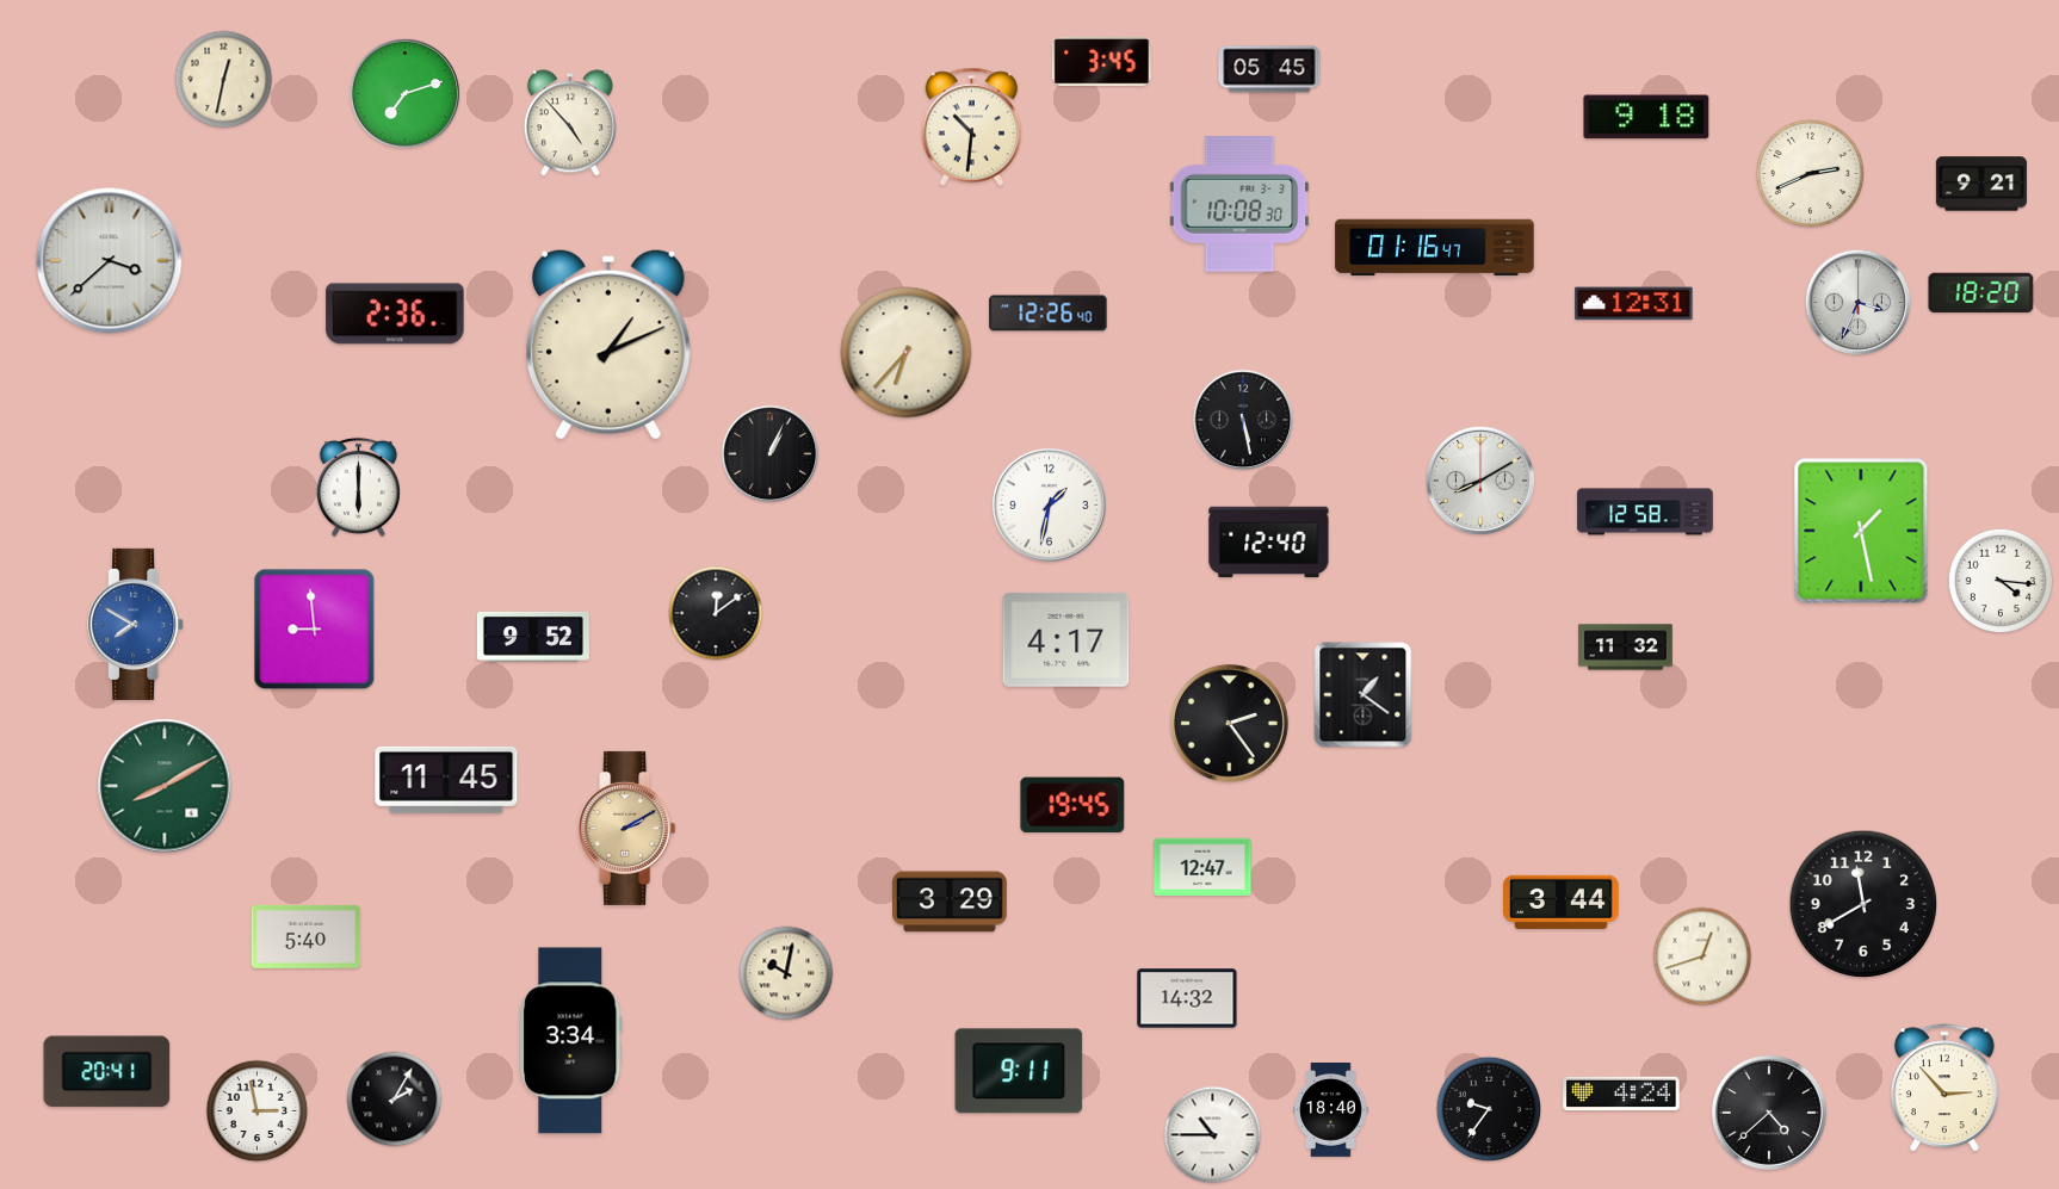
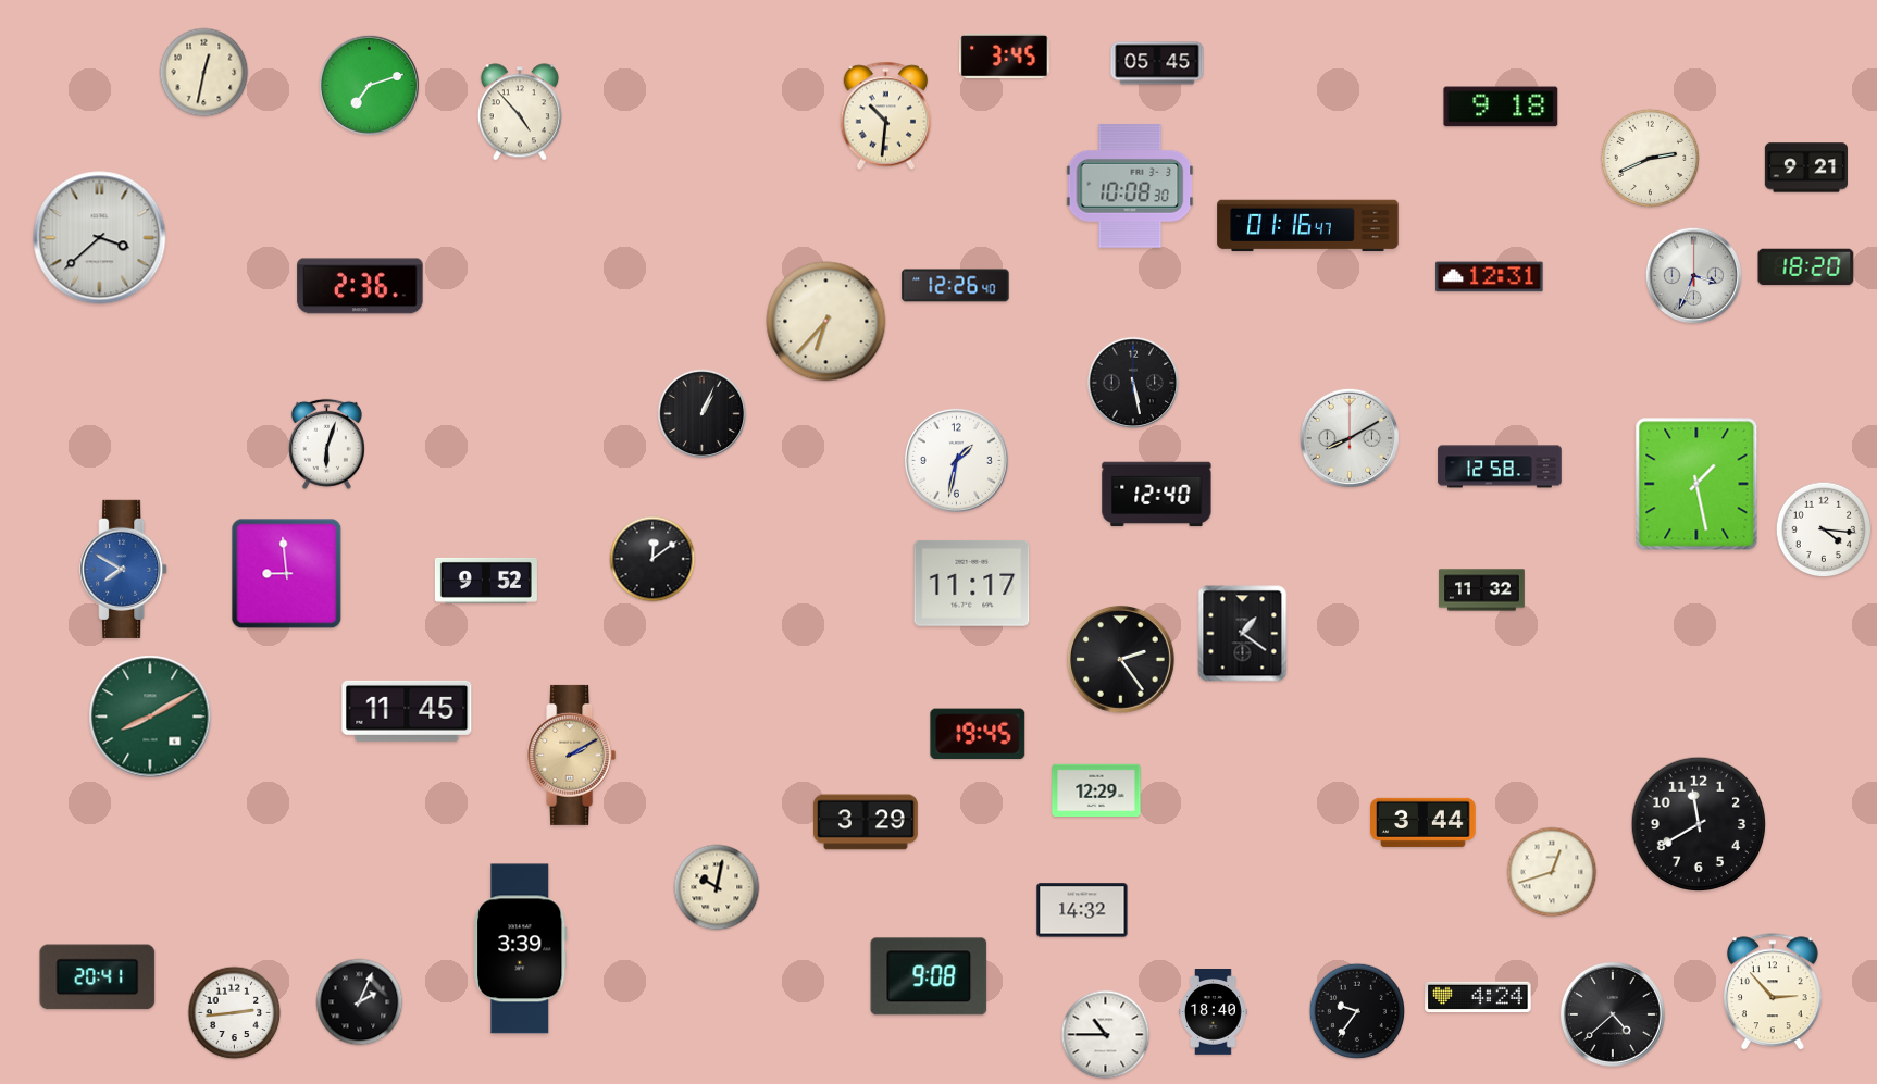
clock at (608, 345): 1:11 -> none
clock at (358, 487): 6:00 -> 6:03
clock at (1066, 639): 4:17 -> 11:17
clock at (1202, 867): 12:47 -> 12:29
clock at (307, 936): 5:40 -> none
clock at (571, 1041): 3:34 -> 3:39
clock at (1019, 1071): 9:11 -> 9:08
clock at (395, 1100): 2:05 -> 2:04
clock at (258, 1111): 2:58 -> 2:44
